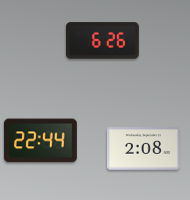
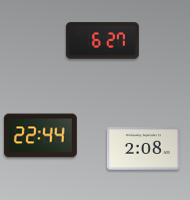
clock at (102, 41): 6:26 -> 6:27
clock at (40, 141) position: (40, 141) -> (40, 136)
